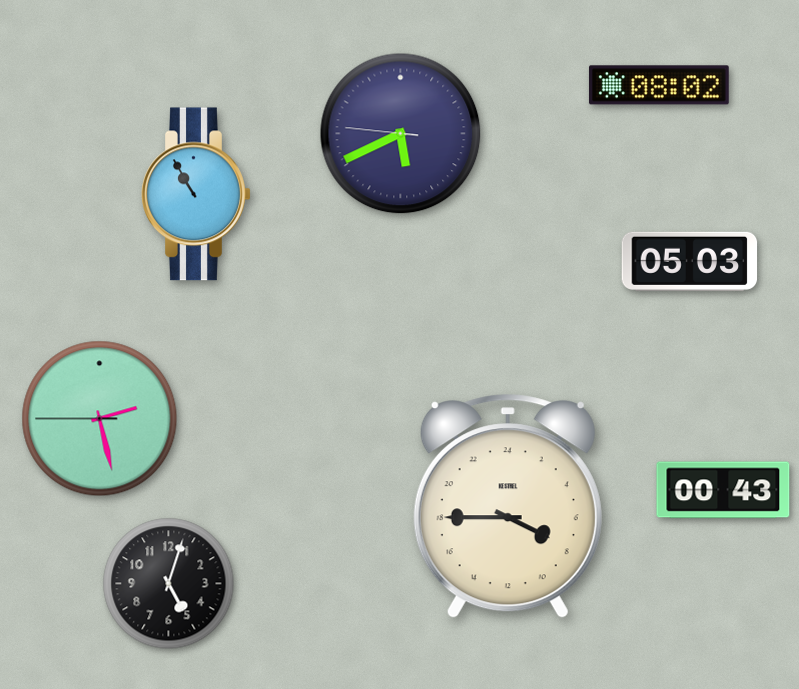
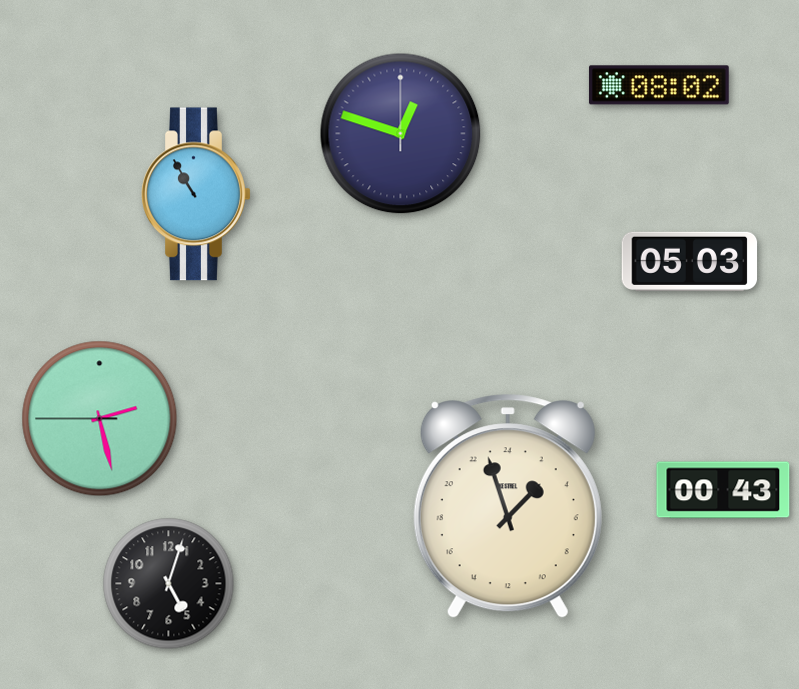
clock at (401, 134): 5:40 -> 12:48
clock at (508, 507): 7:45 -> 2:57
